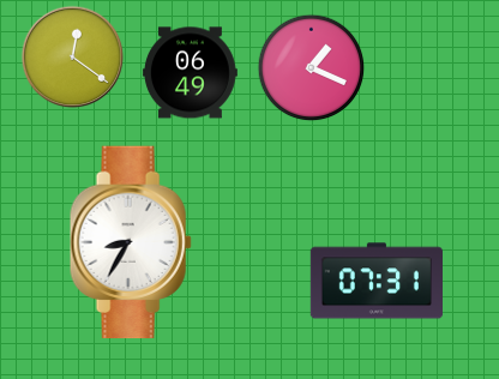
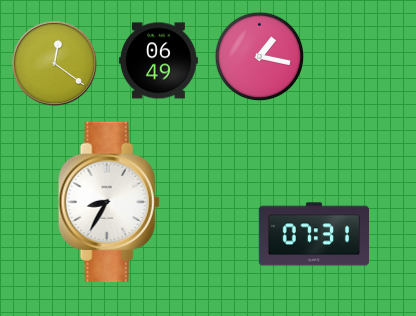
clock at (73, 58) position: (73, 58) -> (55, 64)
clock at (312, 68): 1:19 -> 1:17
